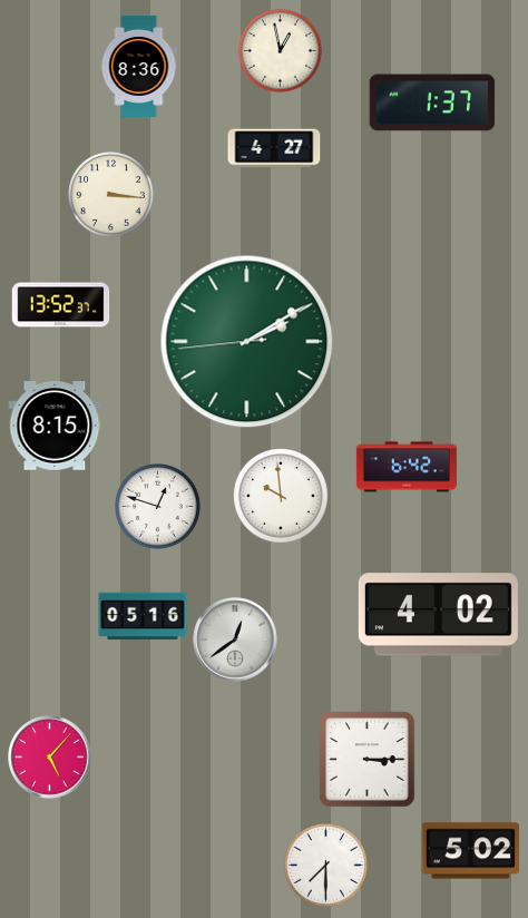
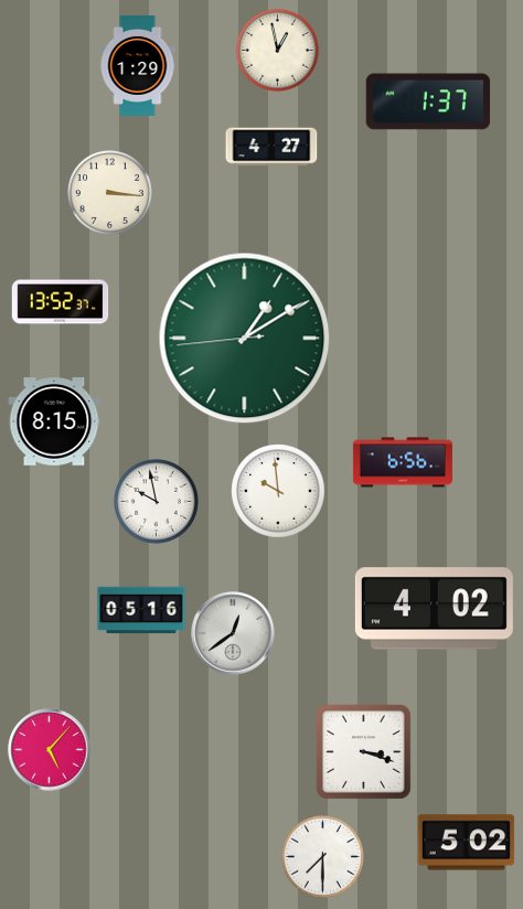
clock at (139, 66): 8:36 -> 1:29
clock at (247, 342): 2:09 -> 1:09
clock at (407, 467): 6:42 -> 6:56
clock at (158, 507): 12:48 -> 9:58
clock at (368, 760): 3:15 -> 3:18
